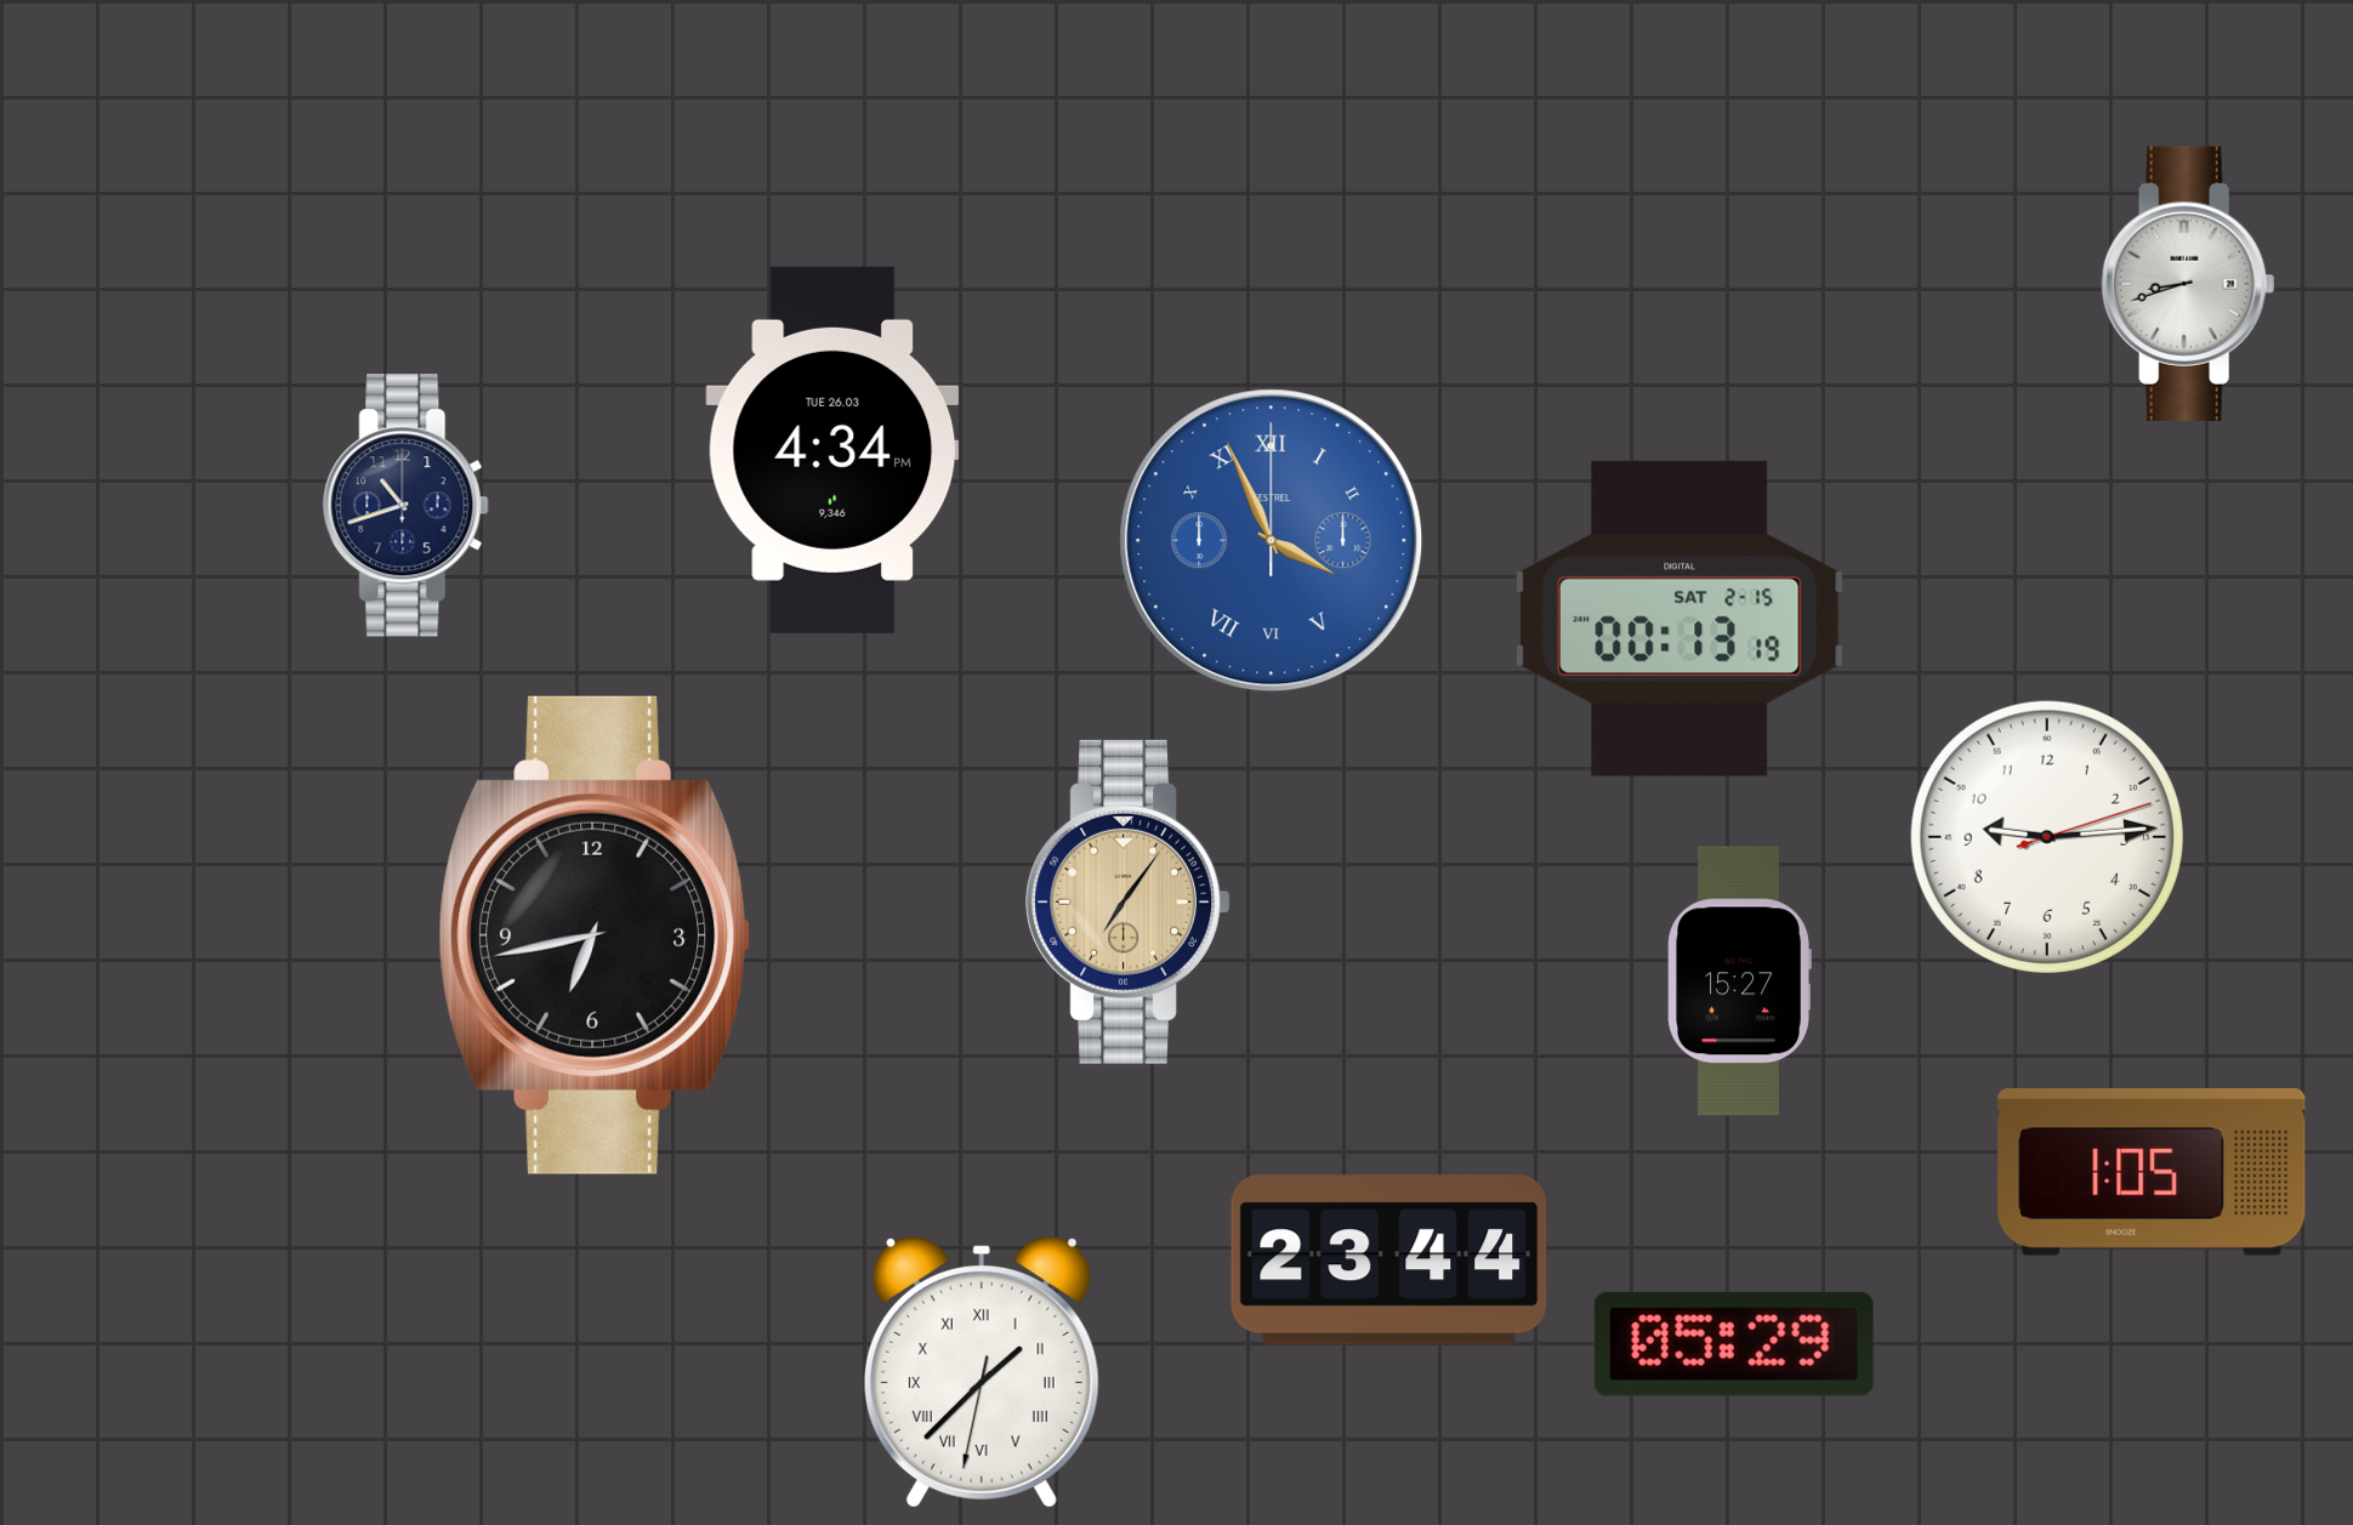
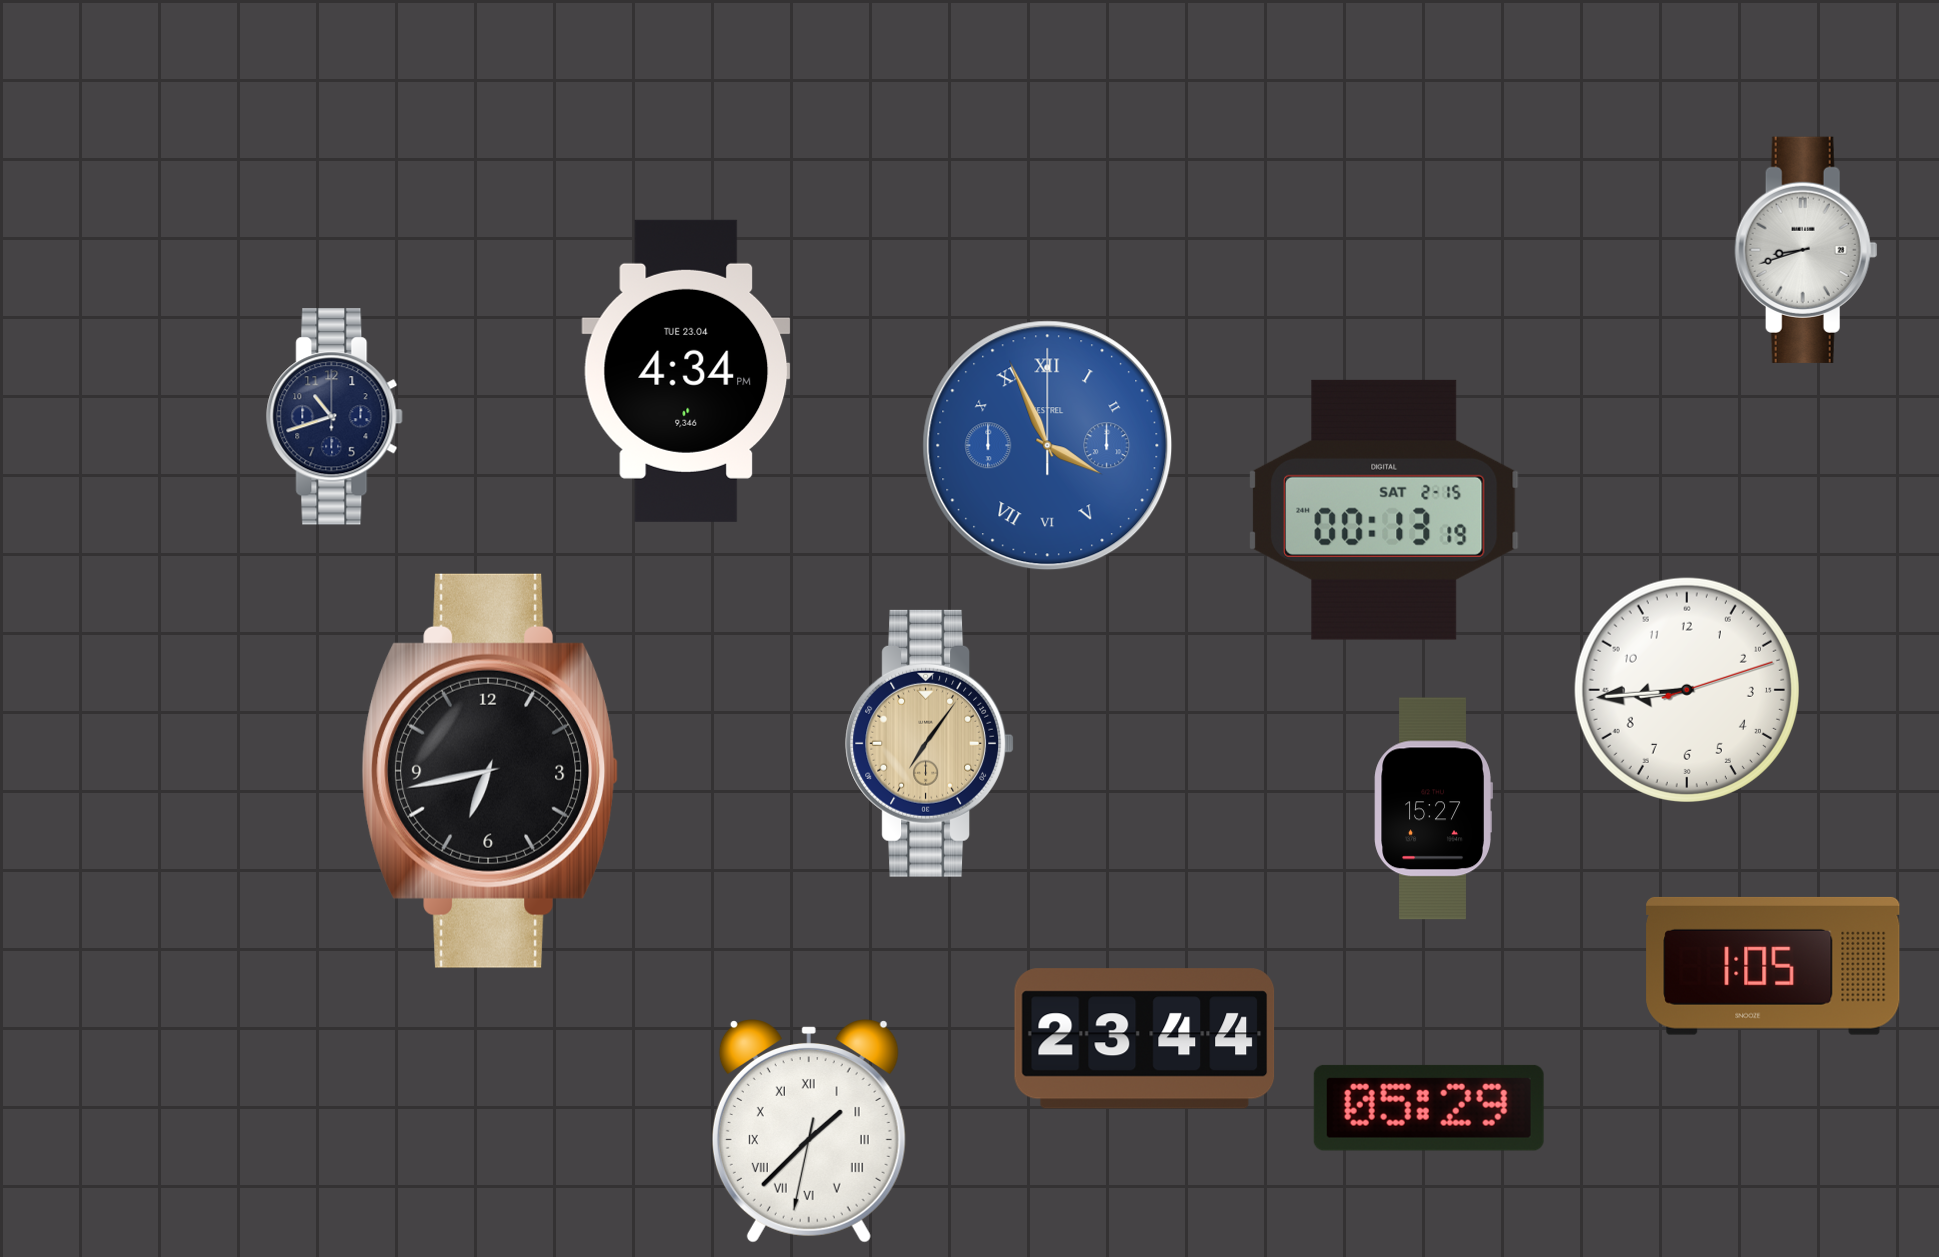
clock at (2188, 284) position: (2188, 284) -> (1806, 250)
clock at (832, 450) date: TUE 26.03 -> TUE 23.04
clock at (2047, 837): 9:14 -> 8:44
